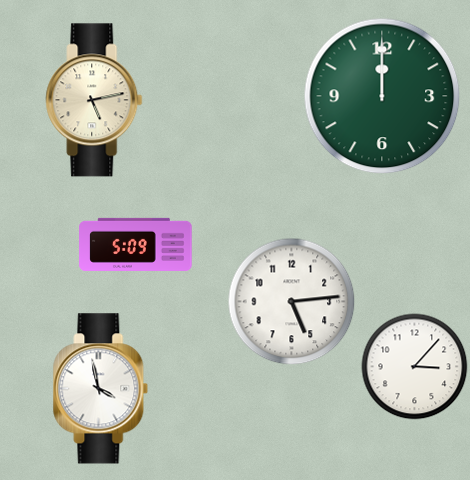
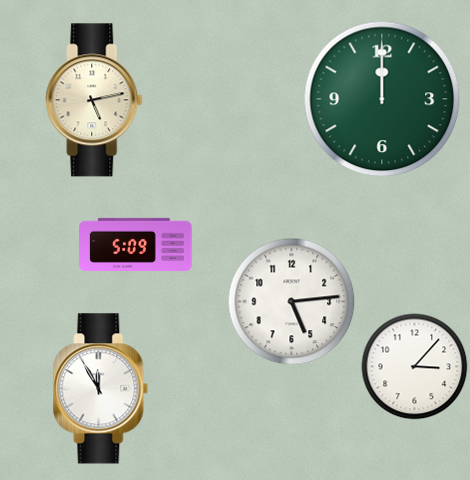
clock at (382, 96) position: (382, 96) -> (382, 99)
clock at (101, 389): 3:58 -> 11:55
